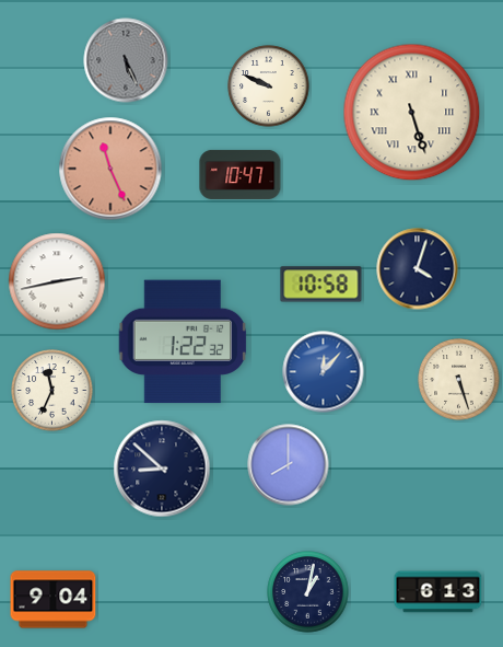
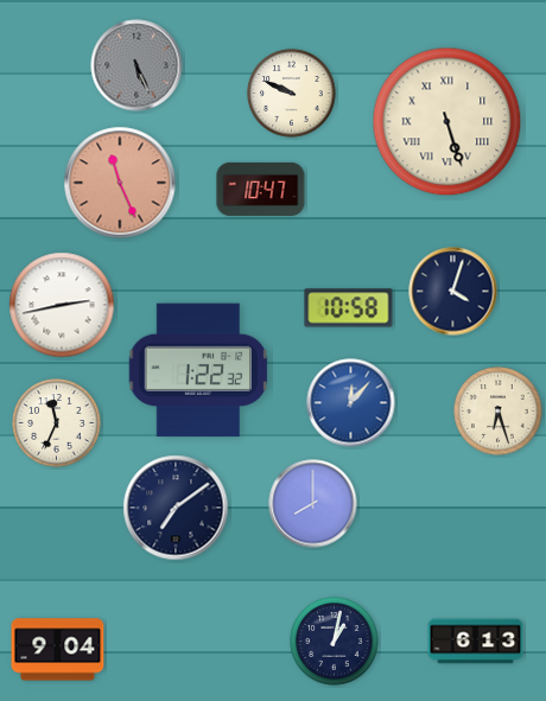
clock at (459, 380): 5:27 -> 6:27
clock at (162, 469): 8:52 -> 7:09
